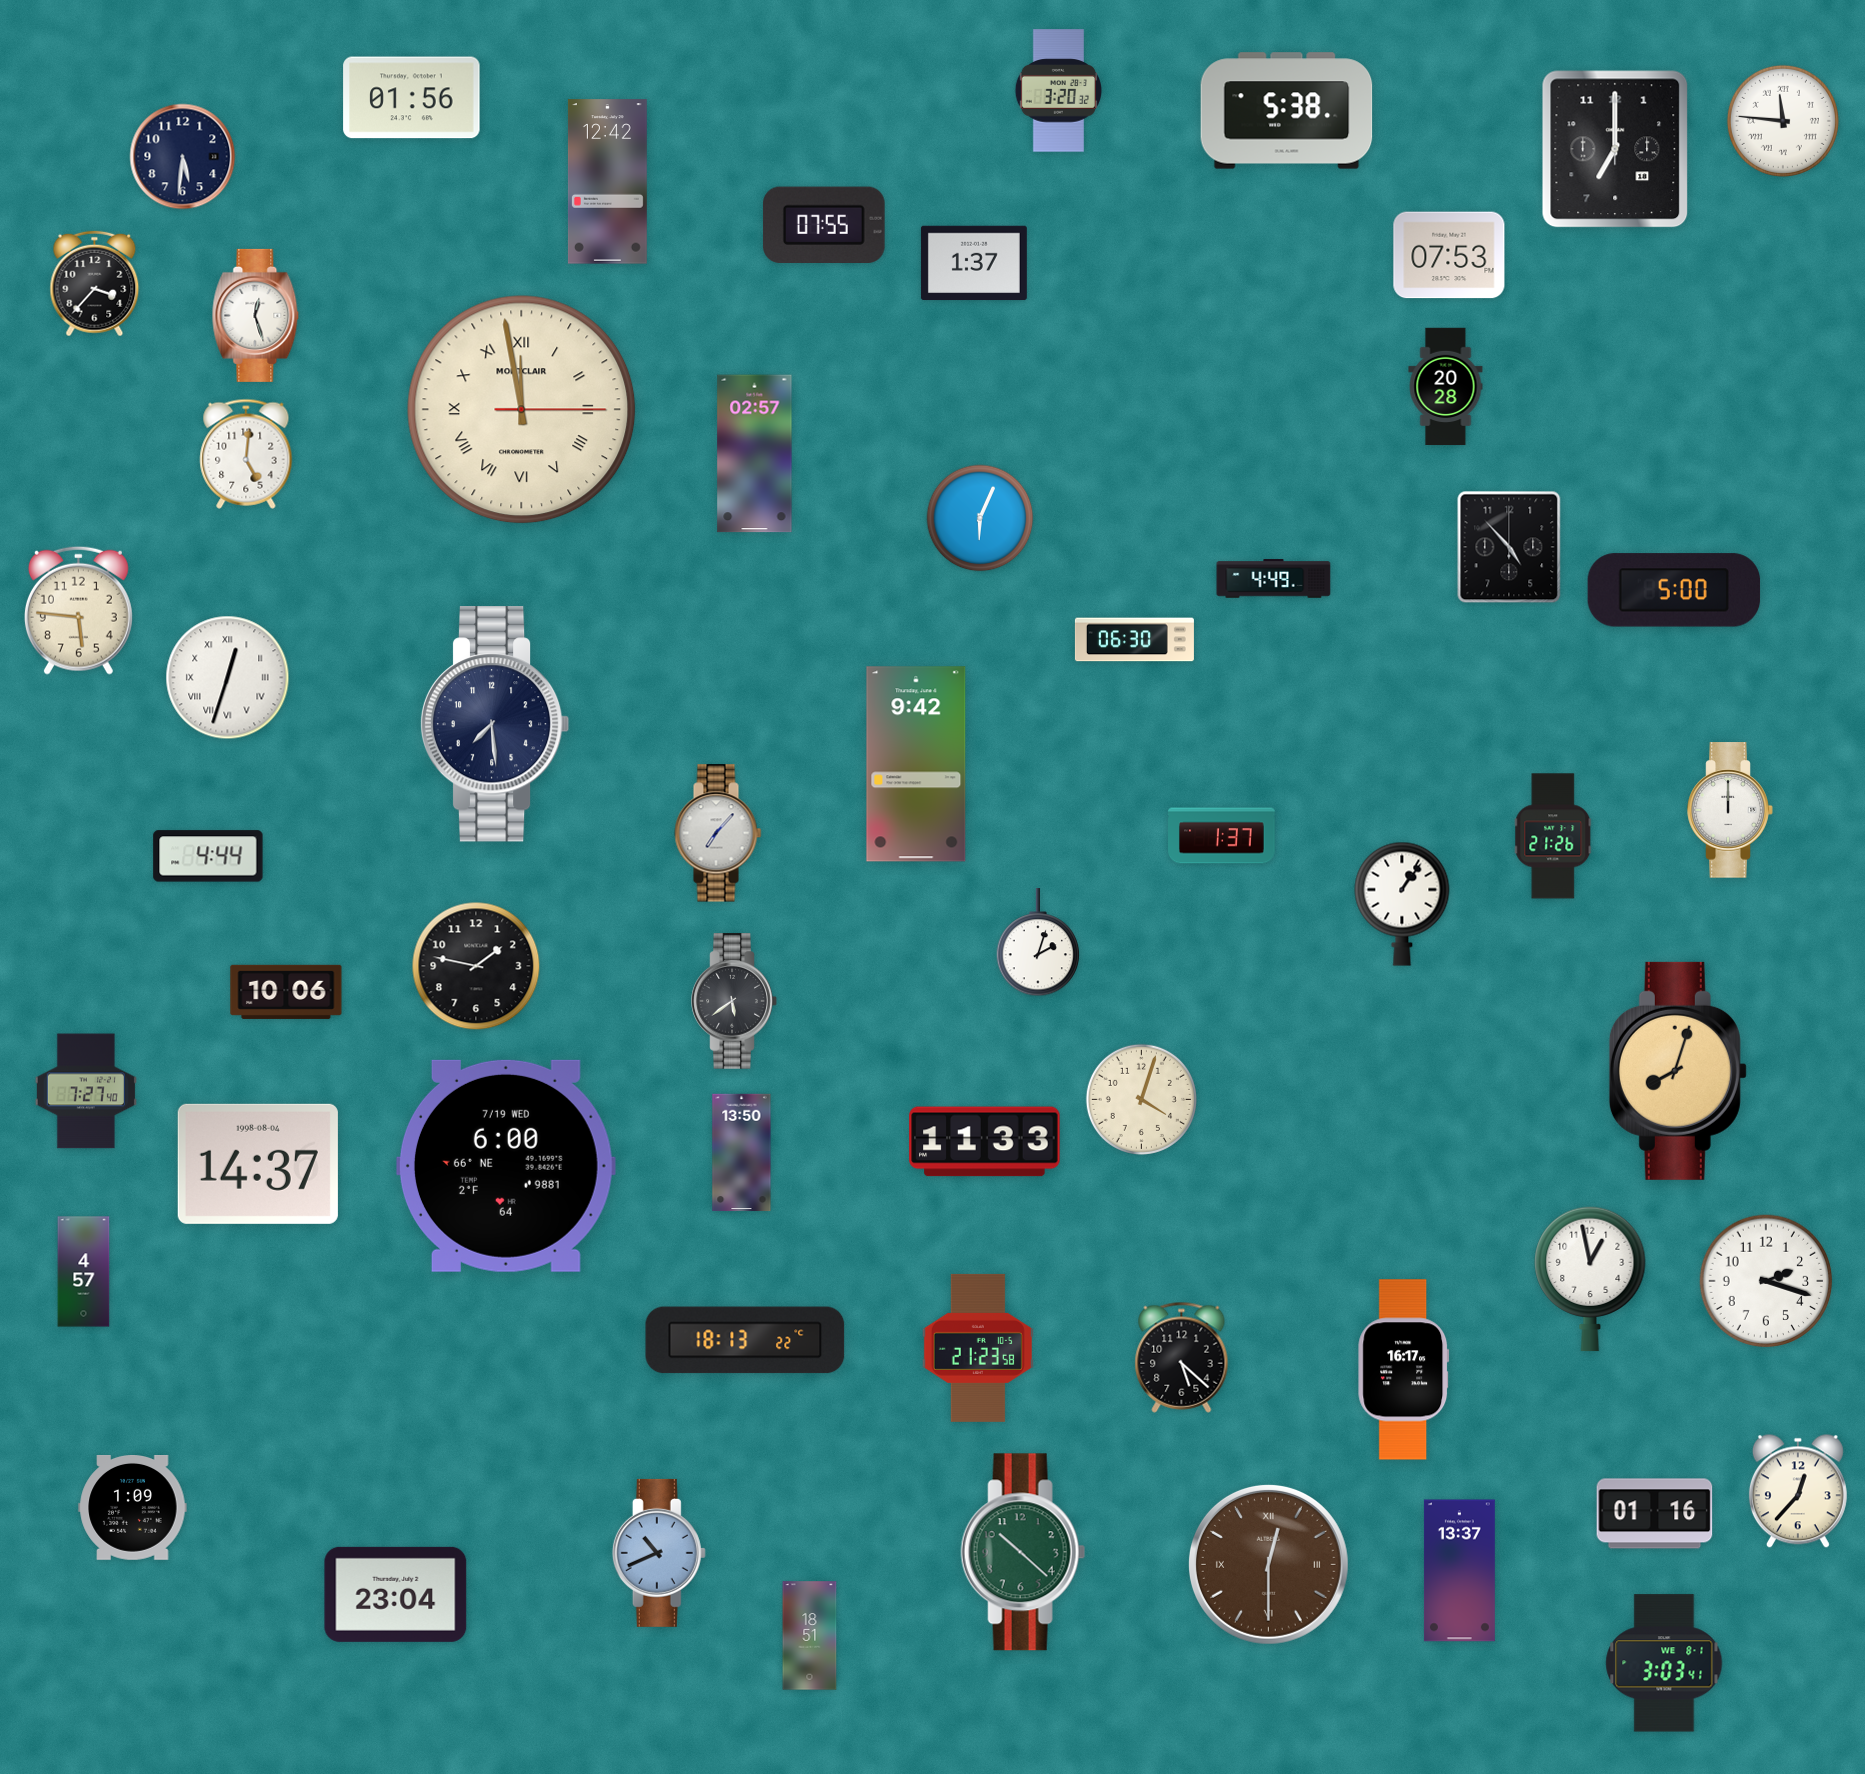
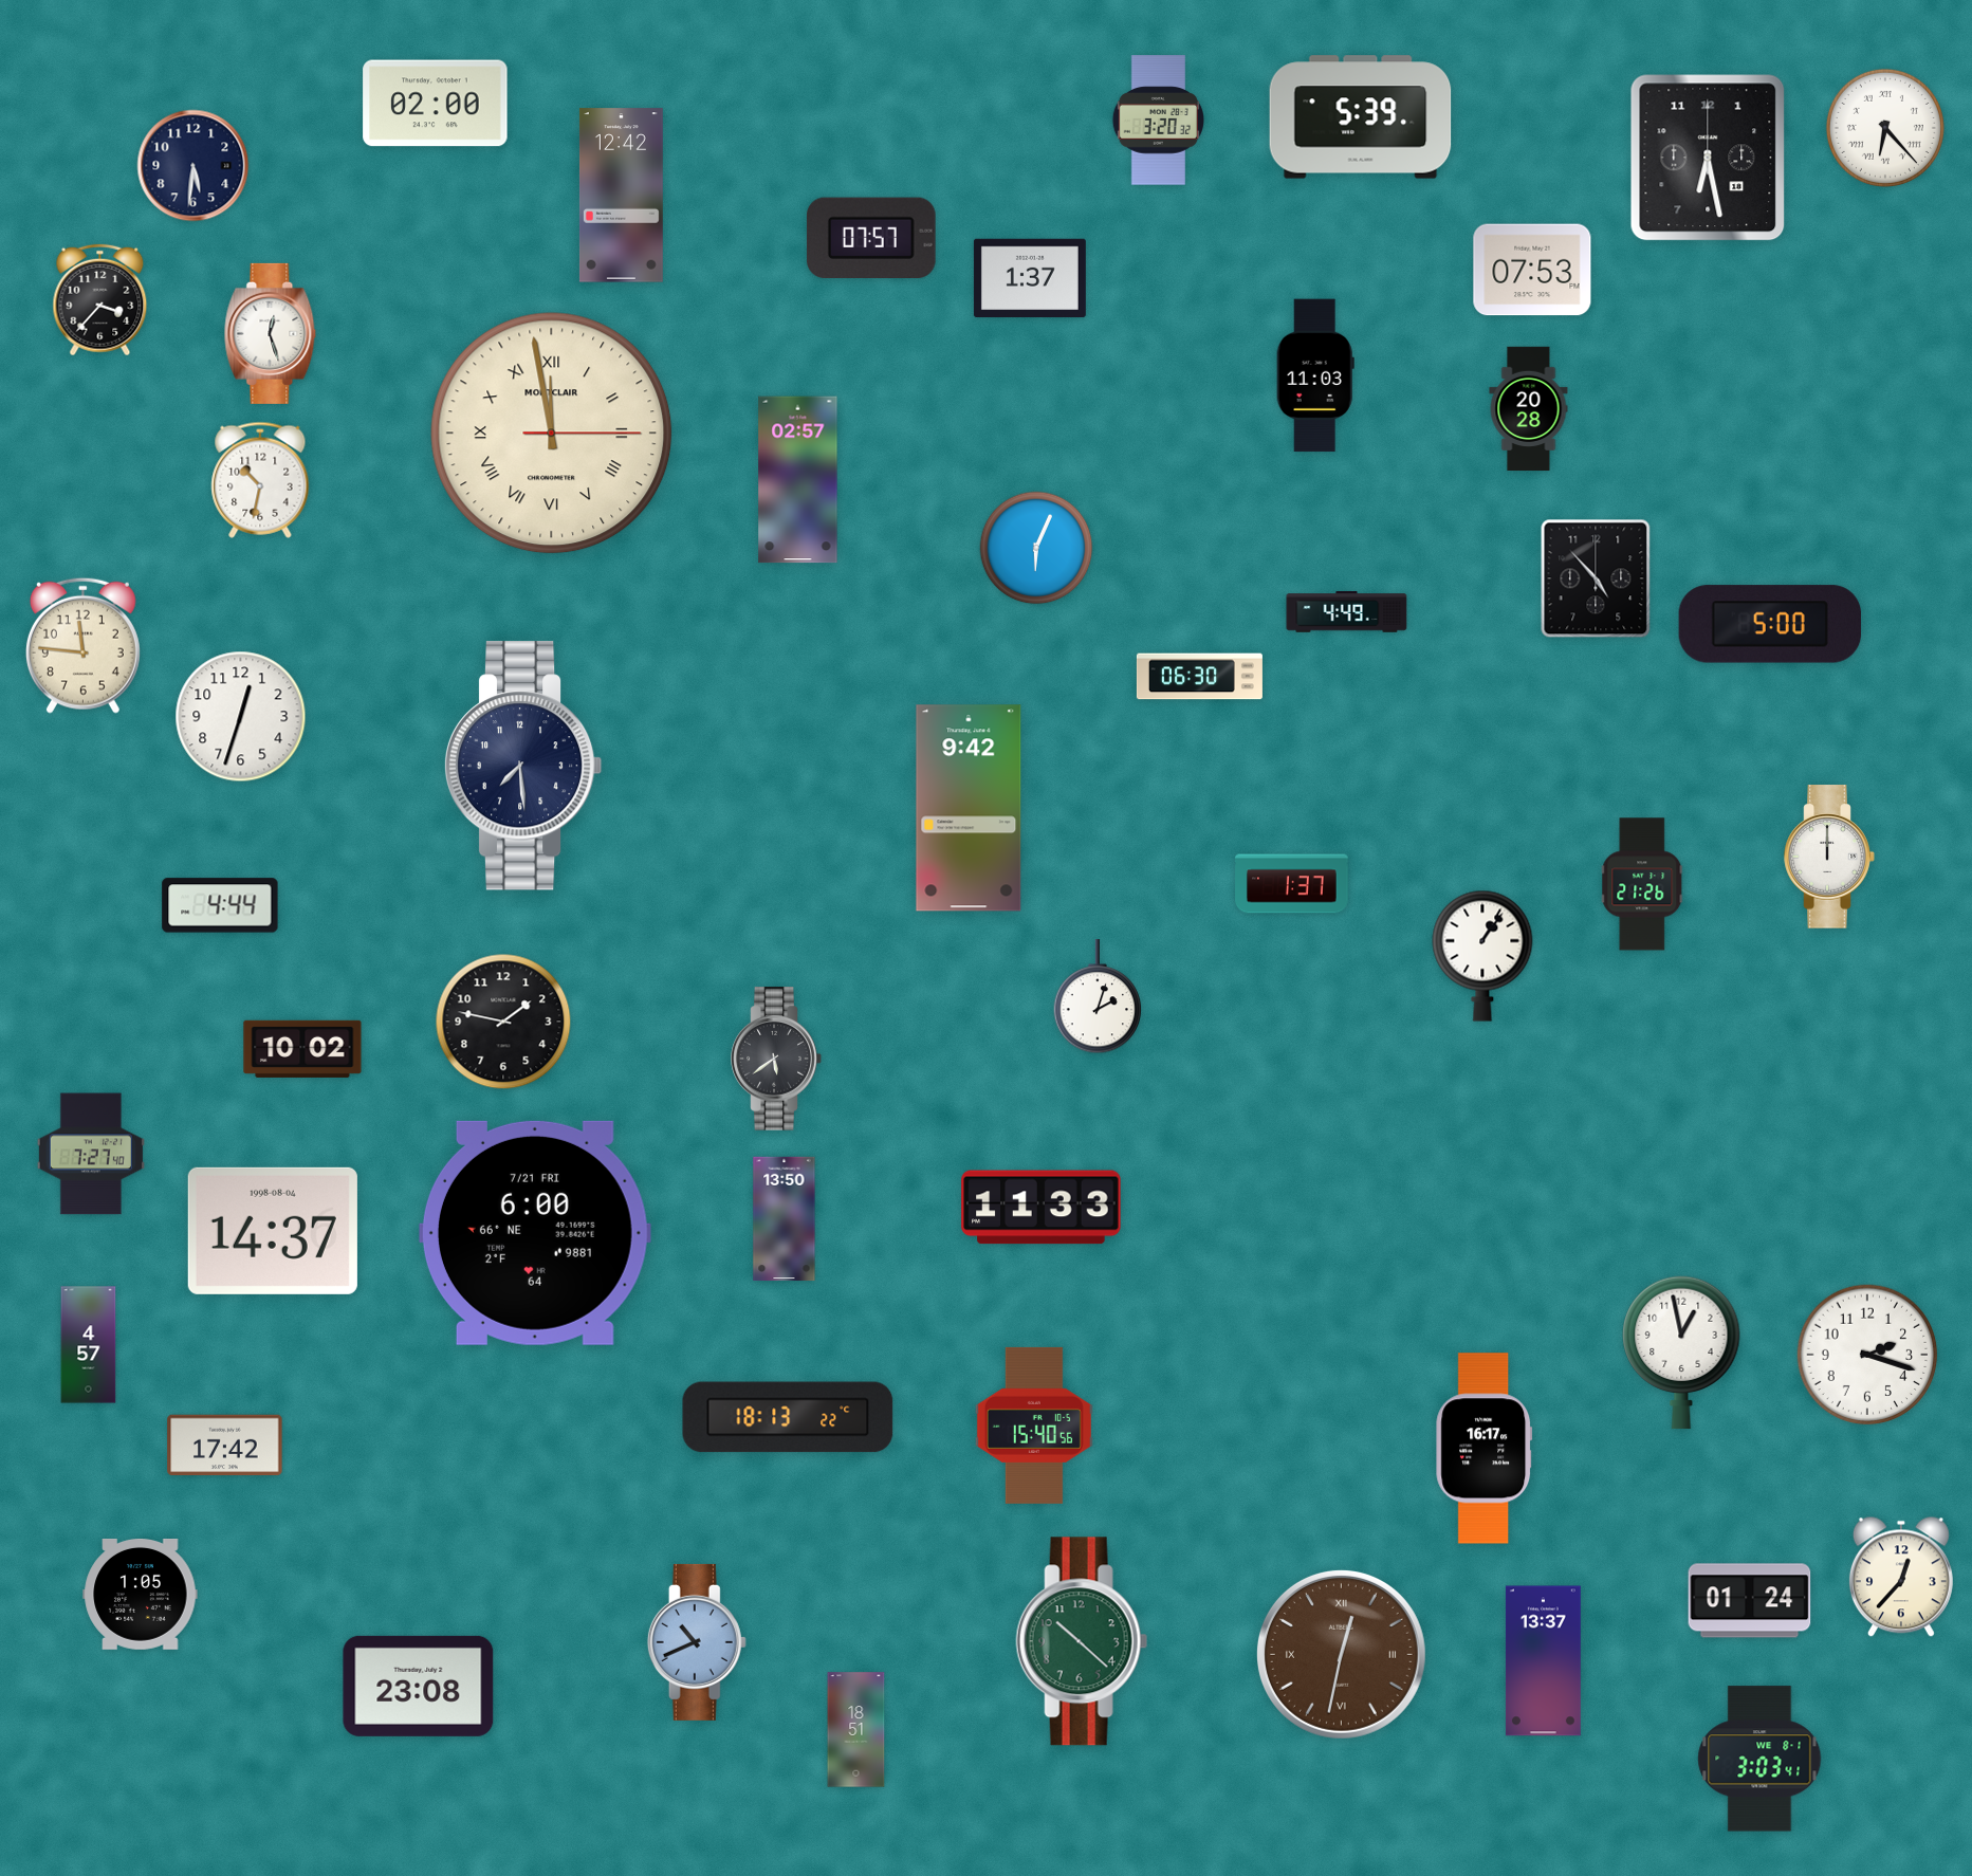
clock at (1058, 91) position: (1058, 91) -> (1158, 121)
clock at (412, 98): 01:56 -> 02:00
clock at (1287, 111): 5:38 -> 5:39
clock at (1783, 121): 11:46 -> 6:23
clock at (1615, 149): 7:00 -> 6:28
clock at (607, 182) position: (607, 182) -> (621, 196)
clock at (824, 225): 07:55 -> 07:57
clock at (1315, 375): none -> 11:03
clock at (246, 454): 5:01 -> 10:32
clock at (78, 610): 5:46 -> 11:46
clock at (228, 678) numerals: Roman -> Arabic
clock at (718, 833): 7:07 -> none
clock at (286, 992): 10:06 -> 10:02
clock at (1678, 1071): 8:03 -> none
clock at (1141, 1099): 4:03 -> none
clock at (506, 1166) date: 7/19 WED -> 7/21 FRI
clock at (978, 1348): 21:23 -> 15:40
clock at (1182, 1357): 5:22 -> none
clock at (225, 1446): none -> 17:42
clock at (133, 1508): 1:09 -> 1:05
clock at (1655, 1514): 01:16 -> 01:24
clock at (1268, 1564): 12:30 -> 12:32
clock at (396, 1594): 23:04 -> 23:08
